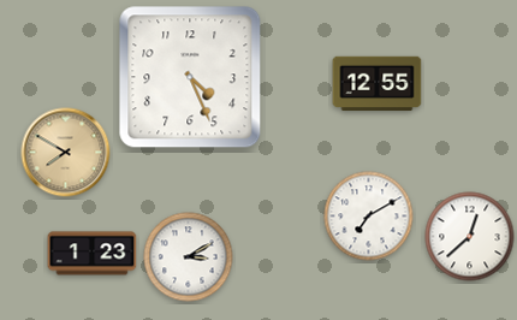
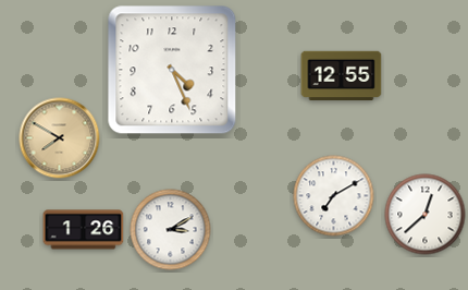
clock at (93, 254): 1:23 -> 1:26
clock at (189, 257) position: (189, 257) -> (171, 230)
